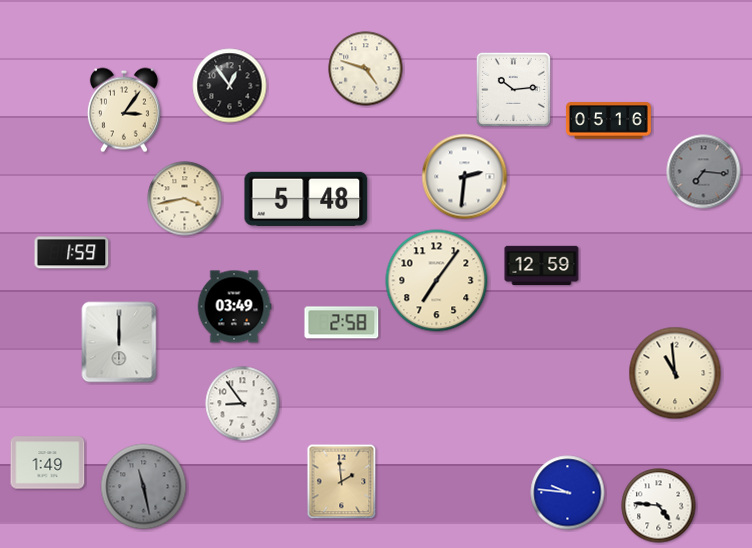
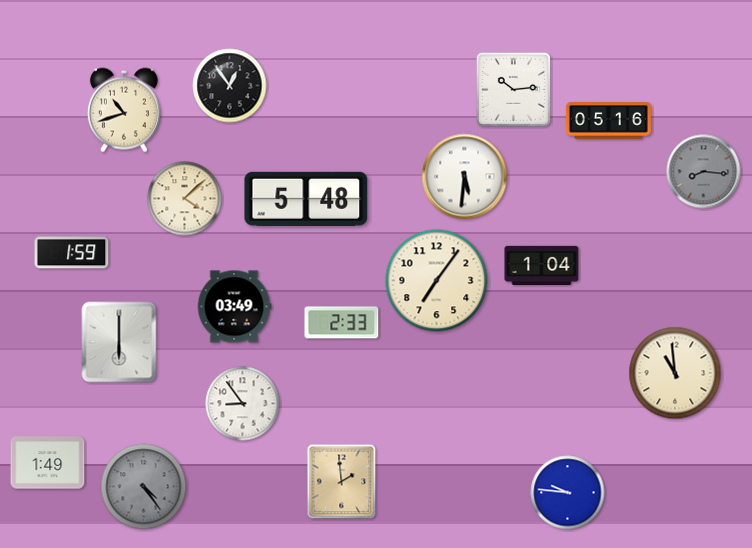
clock at (366, 69): 4:48 -> none
clock at (124, 110): 3:06 -> 10:42
clock at (704, 172): 7:16 -> 8:16
clock at (465, 177): 2:31 -> 5:31
clock at (185, 199): 3:43 -> 4:08
clock at (542, 265): 12:59 -> 1:04
clock at (342, 323): 2:58 -> 2:33
clock at (119, 342): 12:00 -> 6:00
clock at (144, 487): 11:28 -> 4:24
clock at (659, 506): 4:46 -> none
